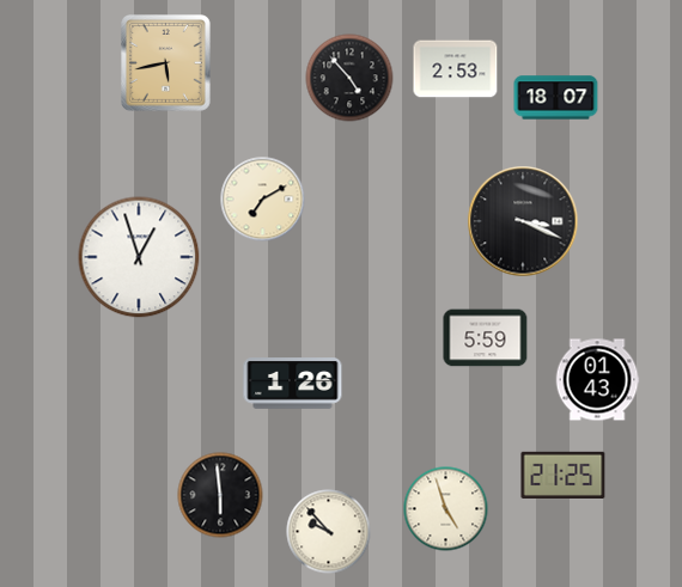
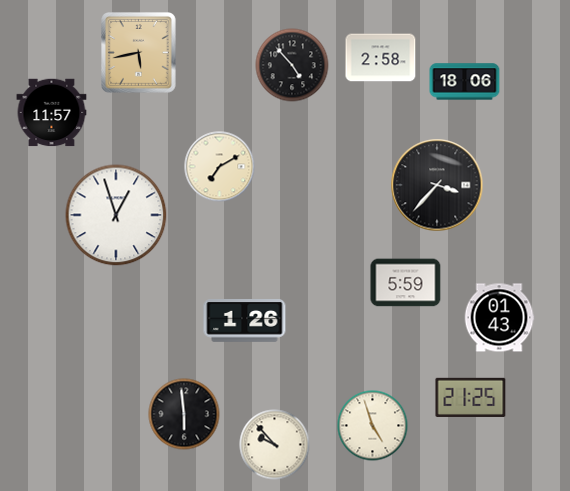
clock at (456, 69): 2:53 -> 2:58
clock at (556, 98): 18:07 -> 18:06
clock at (52, 113): none -> 11:57
clock at (523, 221): 3:19 -> 3:37
